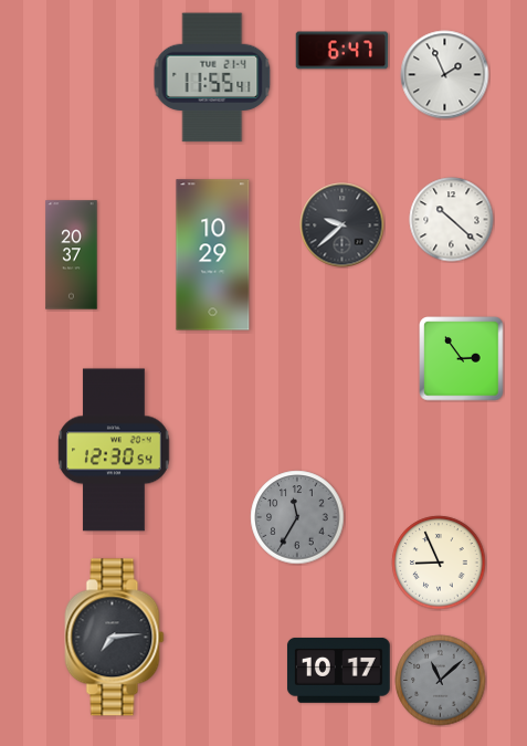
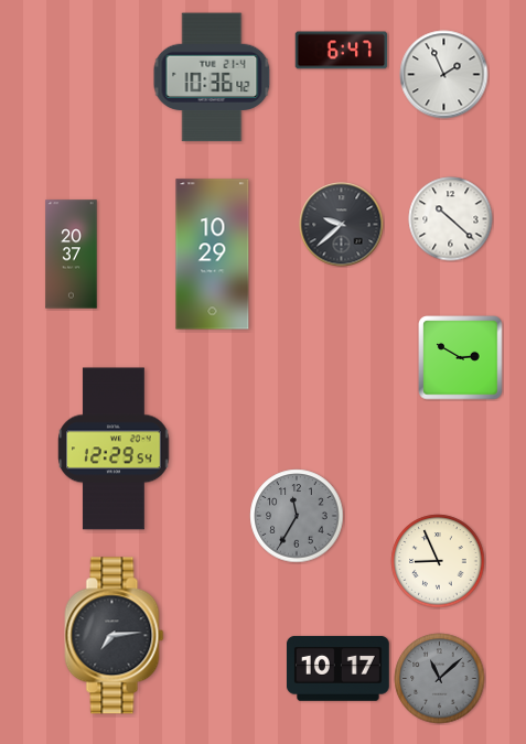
clock at (212, 77): 11:55 -> 10:36
clock at (462, 359): 2:54 -> 2:50
clock at (114, 450): 12:30 -> 12:29
